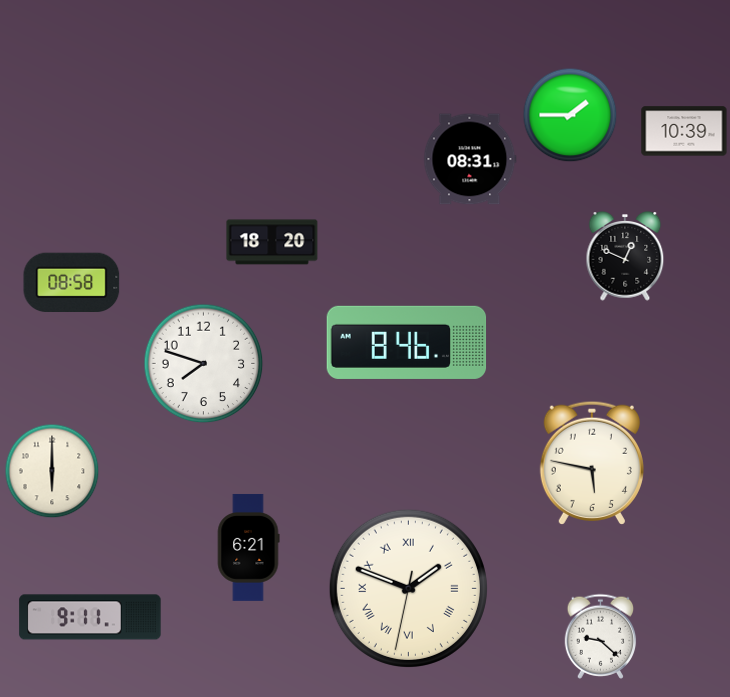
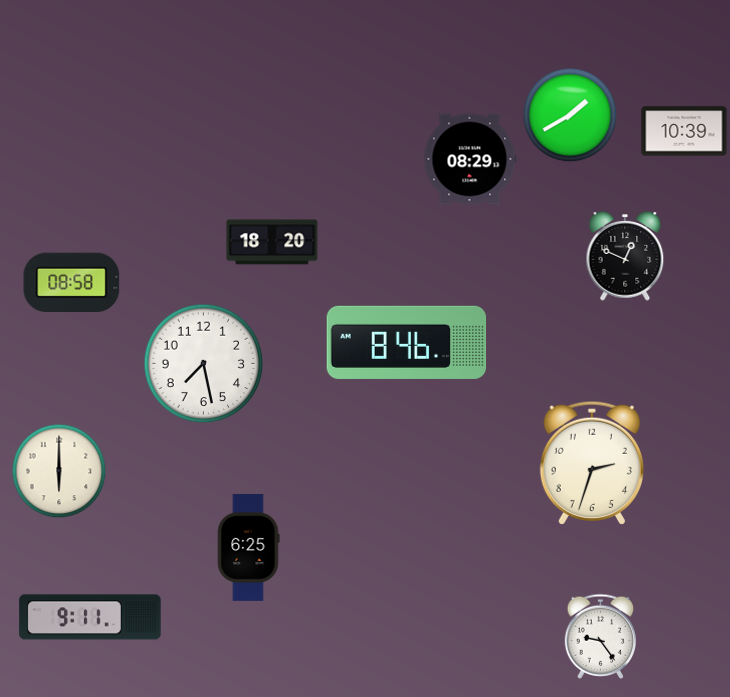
clock at (570, 115): 1:45 -> 1:40
clock at (470, 159): 08:31 -> 08:29
clock at (204, 364): 7:48 -> 7:28
clock at (592, 463): 5:47 -> 2:33
clock at (52, 471) position: (52, 471) -> (59, 471)
clock at (248, 547): 6:21 -> 6:25
clock at (408, 588): 1:48 -> none
clock at (601, 636): 9:22 -> 9:24
